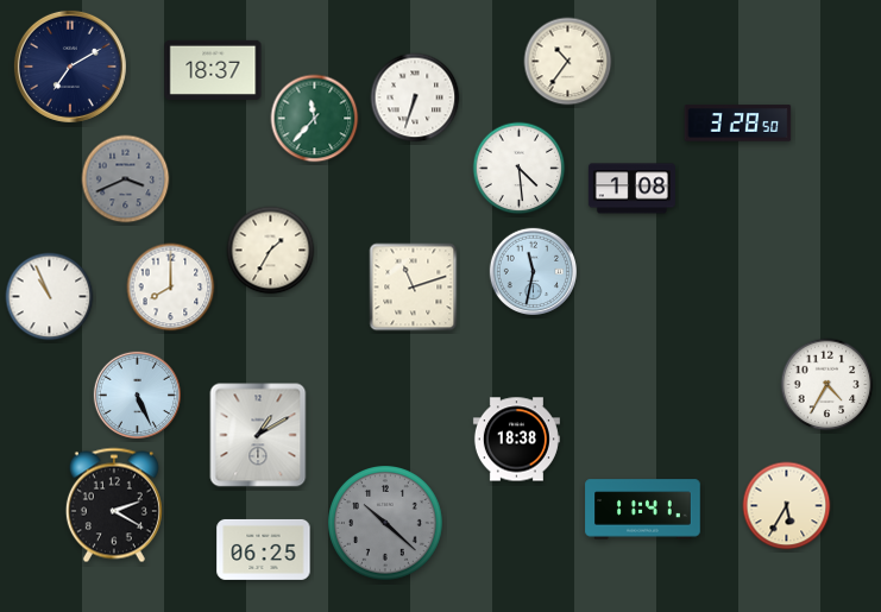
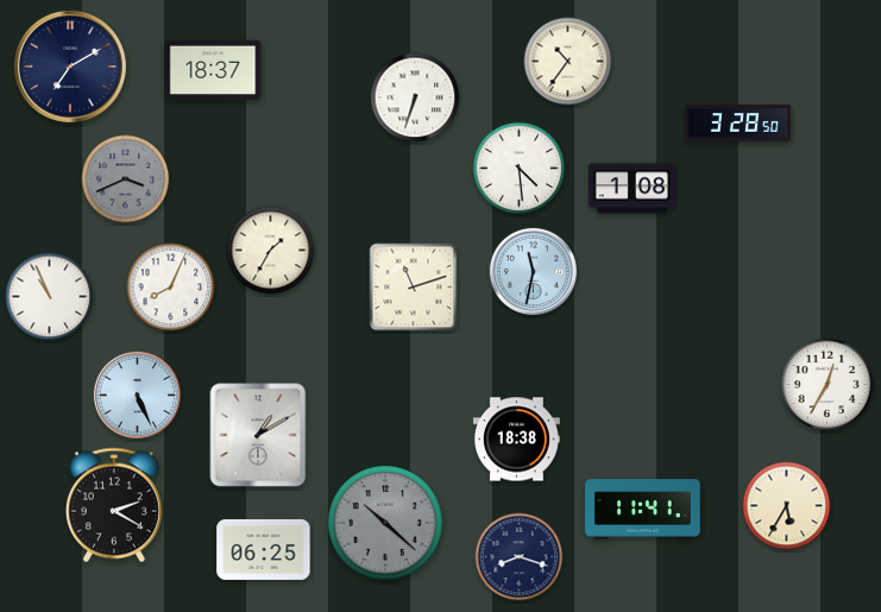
clock at (315, 119): 11:37 -> none
clock at (171, 288): 8:00 -> 8:04
clock at (827, 385): 4:35 -> 12:35
clock at (520, 557): none -> 8:18
